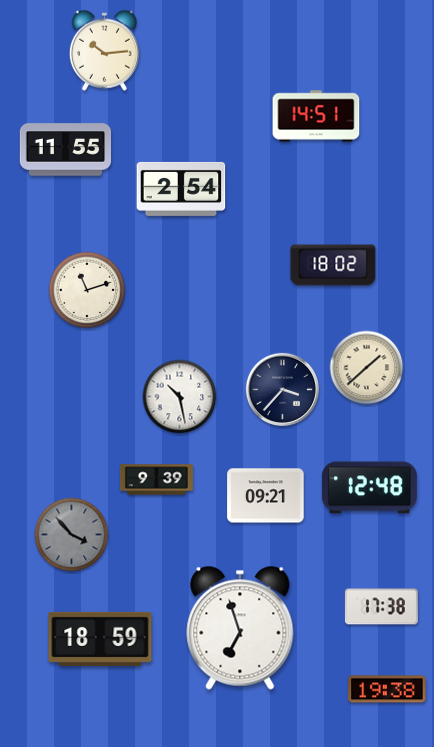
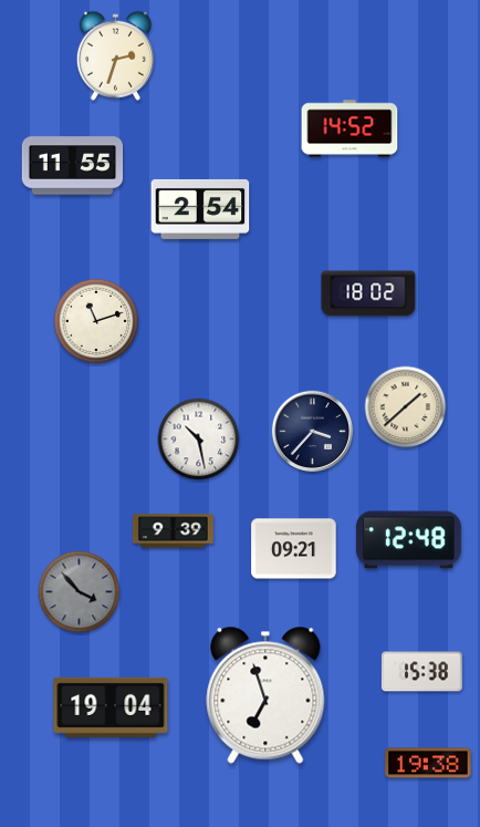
clock at (104, 50): 10:14 -> 2:33
clock at (316, 116): 14:51 -> 14:52
clock at (381, 607): 17:38 -> 15:38
clock at (100, 639): 18:59 -> 19:04
